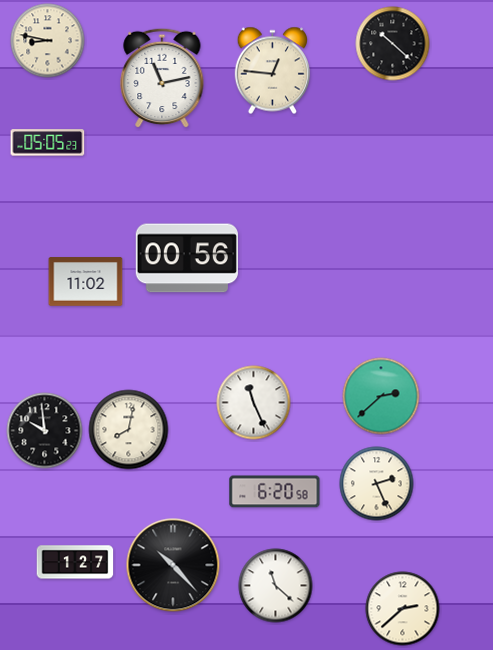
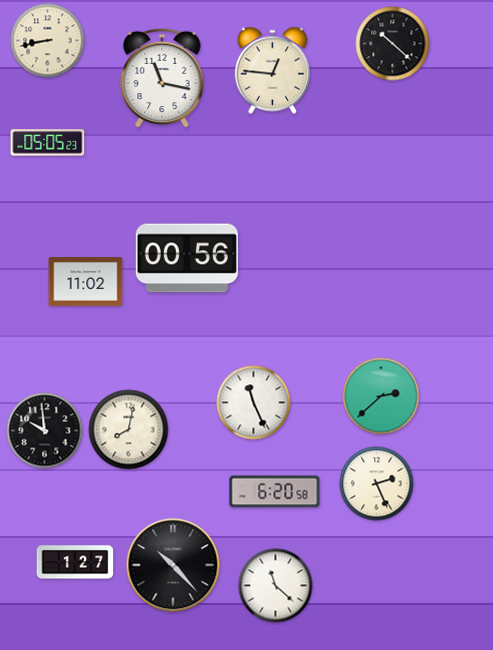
clock at (48, 41): 8:47 -> 8:43
clock at (162, 78): 11:13 -> 11:17
clock at (403, 609): 2:38 -> none
